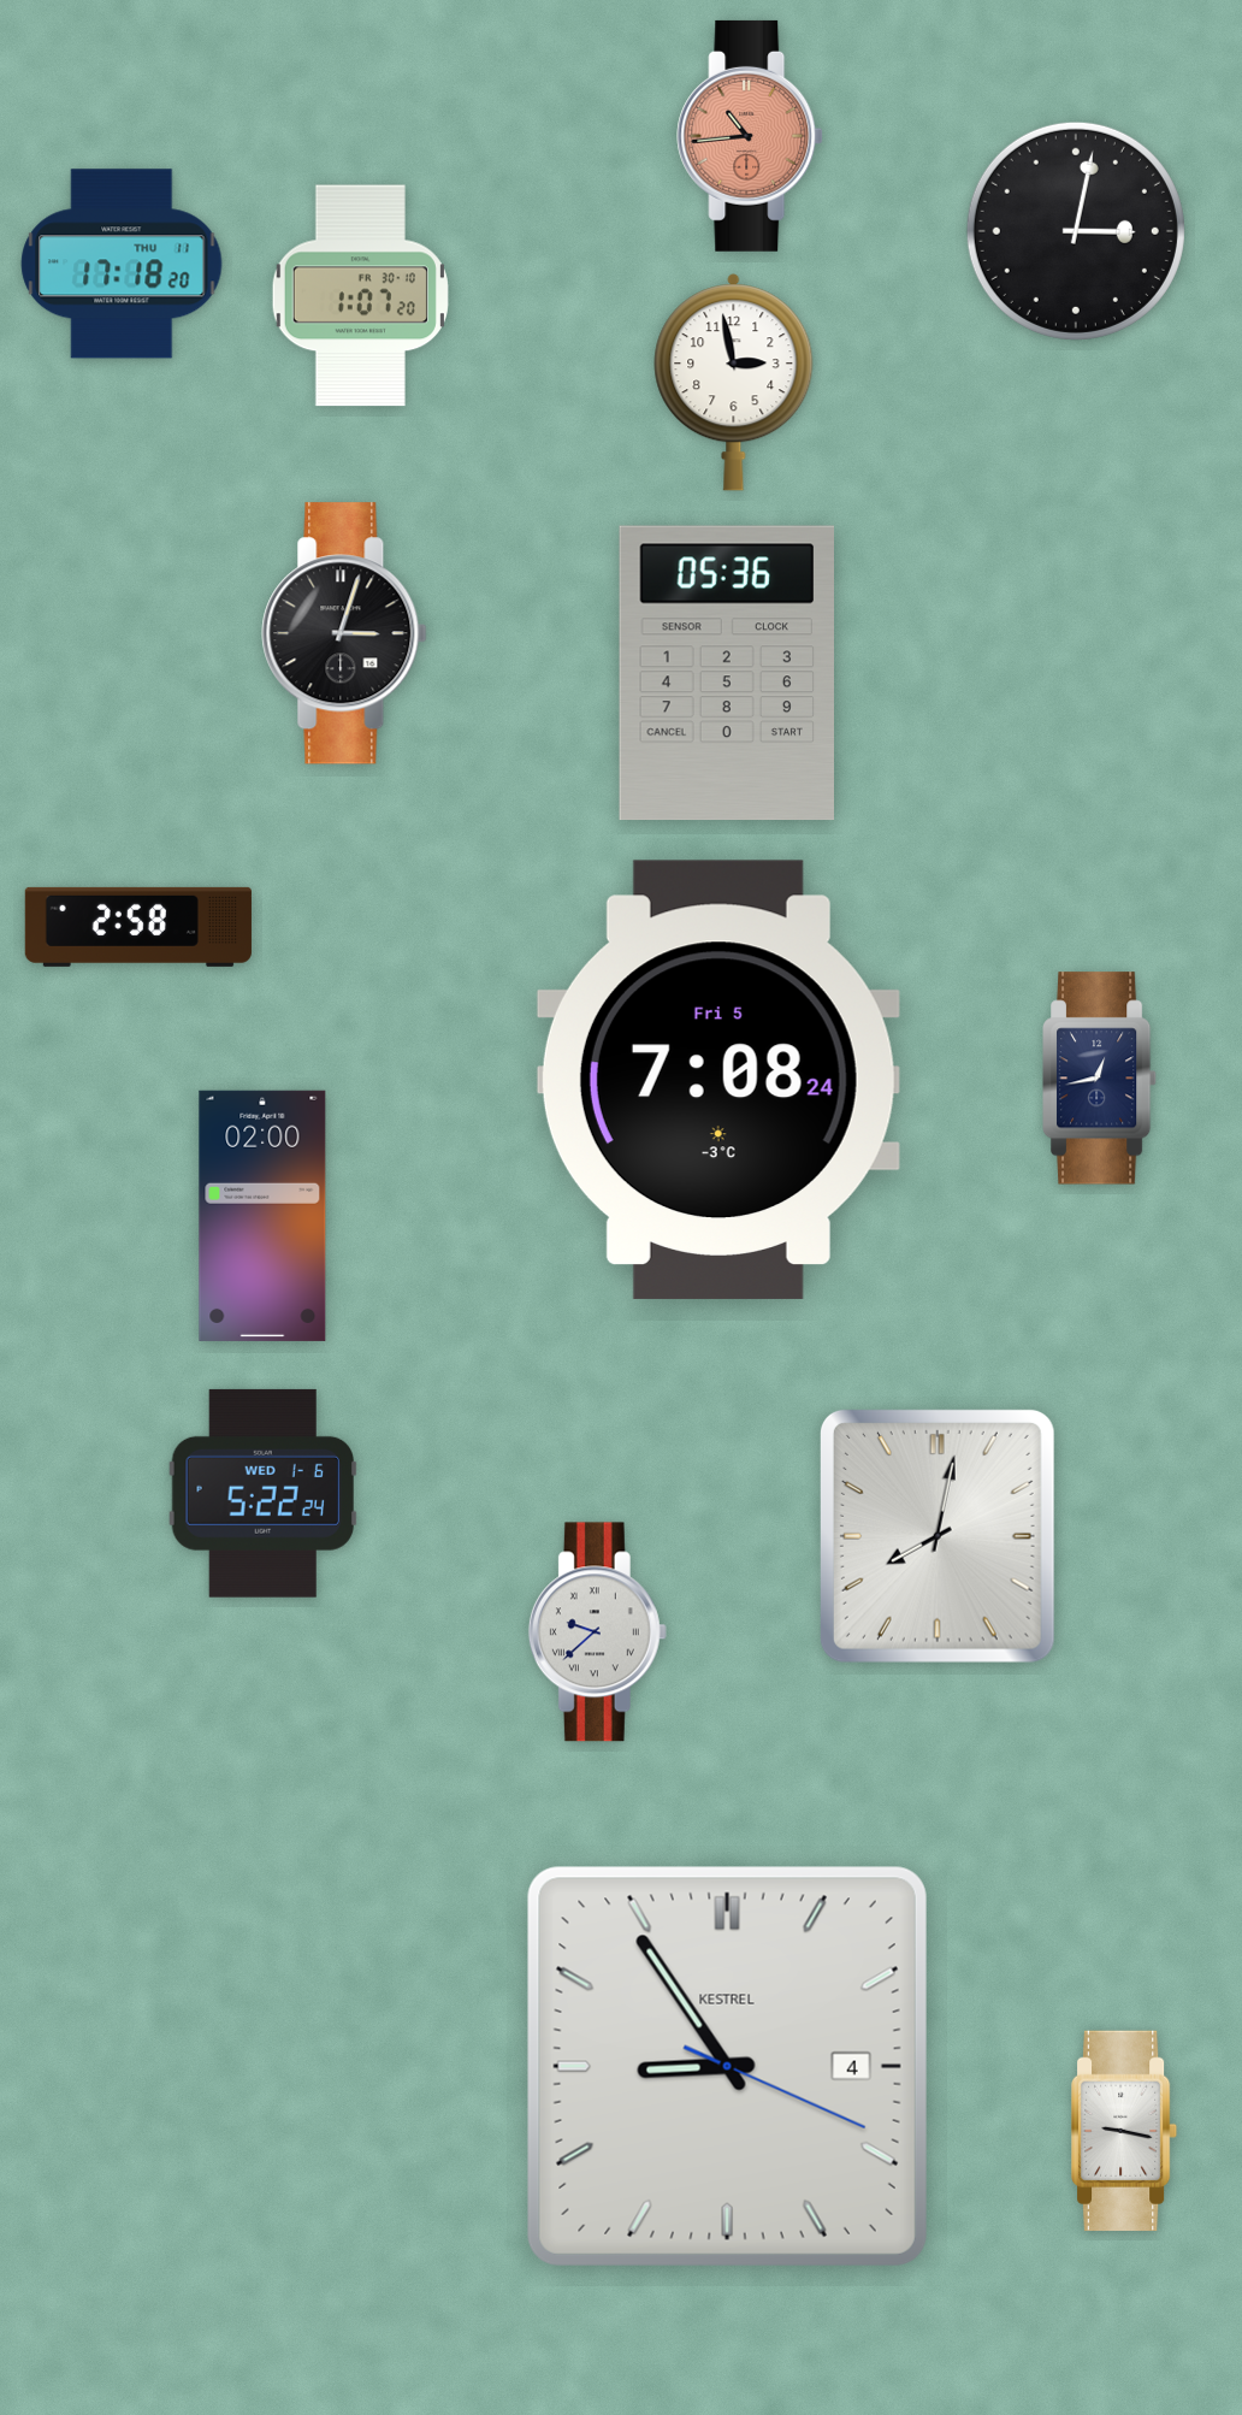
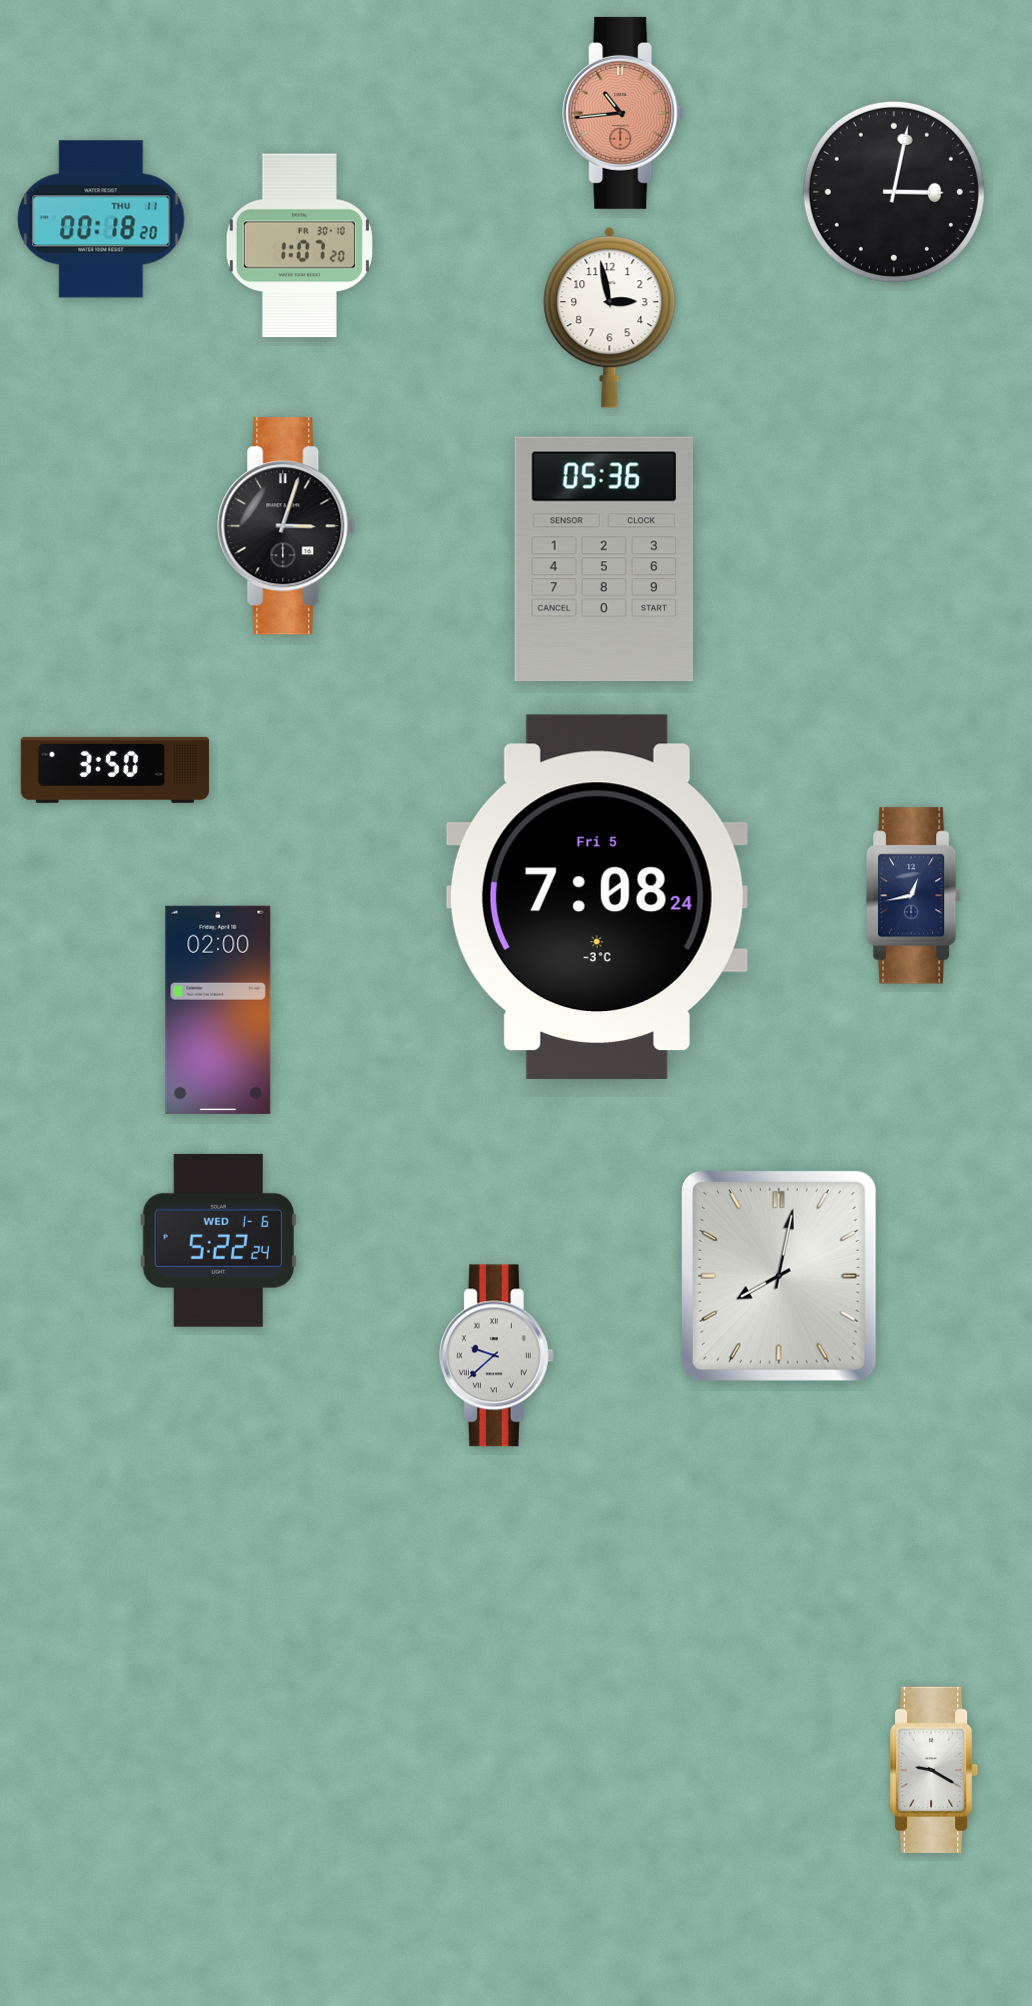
clock at (122, 264): 17:18 -> 00:18
clock at (138, 927): 2:58 -> 3:50
clock at (727, 2066): 8:54 -> none
clock at (1124, 2131): 9:17 -> 9:20
